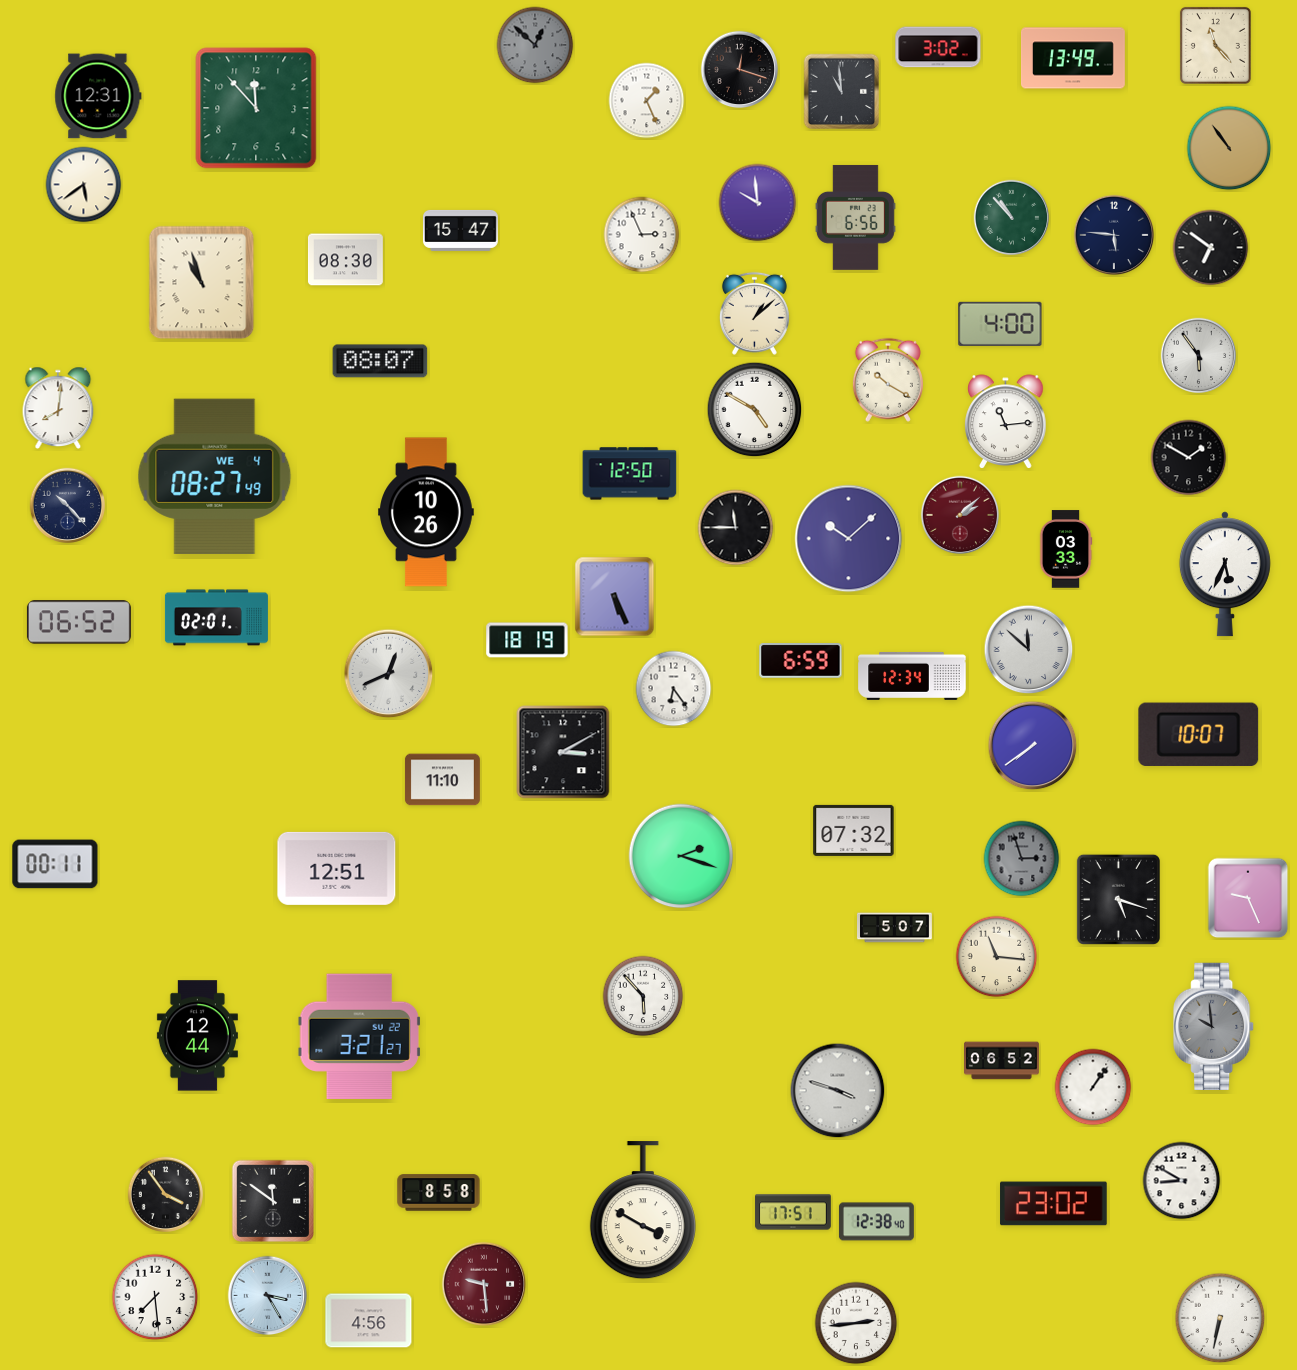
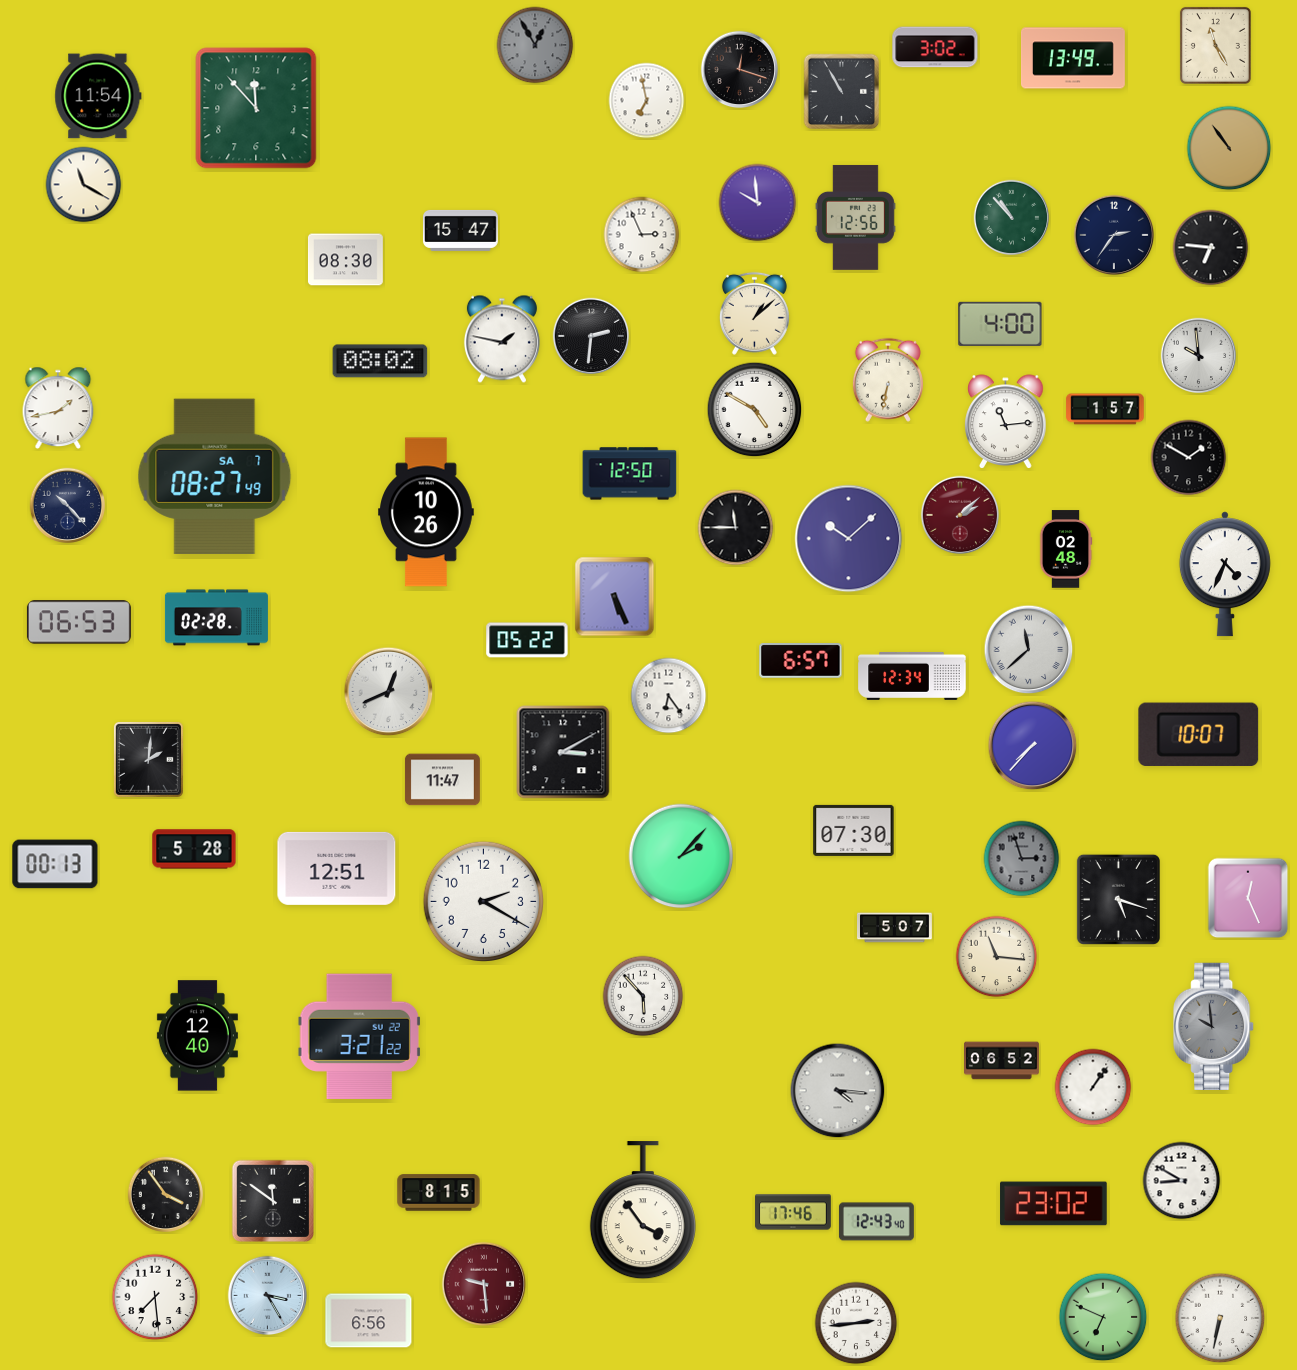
clock at (535, 45): 12:52 -> 12:55
clock at (1215, 45): 11:23 -> 11:25
clock at (938, 47) position: (938, 47) -> (935, 47)
clock at (842, 92): 10:59 -> 10:55
clock at (98, 96): 12:31 -> 11:54
clock at (647, 101): 1:26 -> 6:58
clock at (84, 185): 5:39 -> 11:20
clock at (855, 217): 6:56 -> 12:56
clock at (1114, 235): 5:46 -> 2:36
clock at (1211, 248): 6:51 -> 6:46
clock at (202, 283): 10:57 -> none
clock at (591, 336): none -> 2:31
clock at (502, 339): none -> 1:47
clock at (1199, 356): 5:54 -> 9:59
clock at (380, 361): 08:07 -> 08:02
clock at (888, 380): 10:20 -> 6:32
clock at (58, 407): 8:01 -> 1:43
clock at (1105, 409): none -> 1:57
clock at (215, 476) date: WE 4 -> SA 7
clock at (1066, 549): 03:33 -> 02:48
clock at (1225, 574): 5:34 -> 4:34
clock at (216, 618): 02:01 -> 02:28
clock at (79, 622): 06:52 -> 06:53
clock at (527, 640): 18:19 -> 05:22
clock at (1029, 650): 11:52 -> 11:38
clock at (801, 661): 6:59 -> 6:57
clock at (389, 674) position: (389, 674) -> (389, 692)
clock at (674, 689) position: (674, 689) -> (669, 696)
clock at (1033, 746): 7:39 -> 7:37
clock at (148, 759): none -> 2:01
clock at (443, 780): 11:10 -> 11:47
clock at (854, 830): 07:32 -> 07:30
clock at (194, 849): none -> 5:28
clock at (681, 856): 2:18 -> 2:07
clock at (55, 864): 00:11 -> 00:13
clock at (1248, 898): 9:26 -> 12:26
clock at (483, 901): none -> 2:20
clock at (197, 1036): 12:44 -> 12:40
clock at (359, 1037): 3:21:27 -> 3:21:22
clock at (838, 1091): 3:48 -> 4:16
clock at (439, 1193): 8:58 -> 8:15
clock at (643, 1211): 3:50 -> 3:54
clock at (793, 1212): 17:51 -> 17:46
clock at (876, 1222): 12:38 -> 12:43
clock at (1103, 1317): none -> 6:49
clock at (369, 1321): 4:56 -> 6:56
